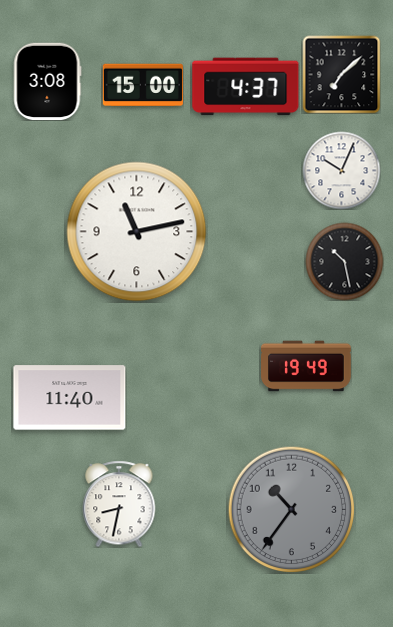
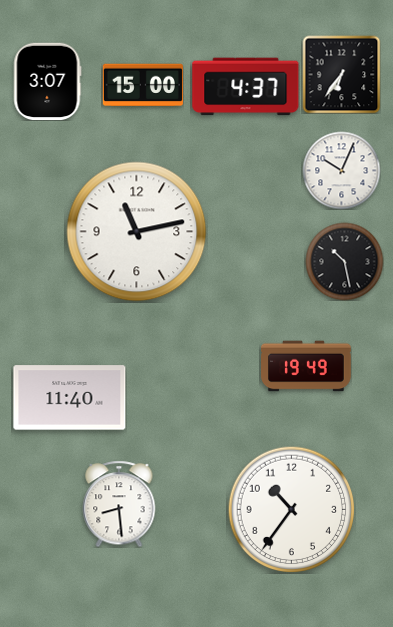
clock at (341, 74): 7:08 -> 6:36
clock at (47, 81): 3:08 -> 3:07
clock at (119, 504): 8:32 -> 8:29
clock at (291, 509) dial: grey -> white
